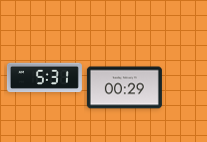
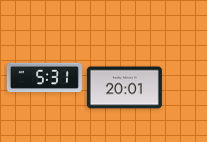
clock at (124, 88): 00:29 -> 20:01
